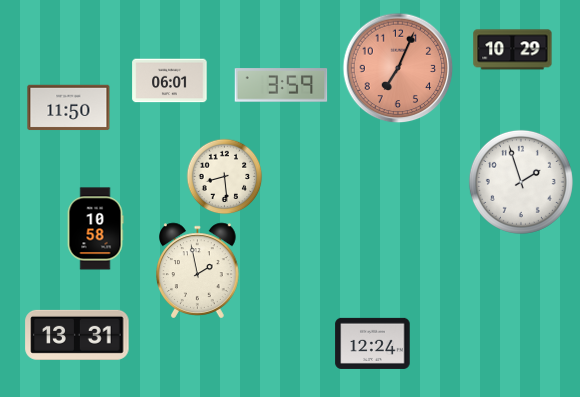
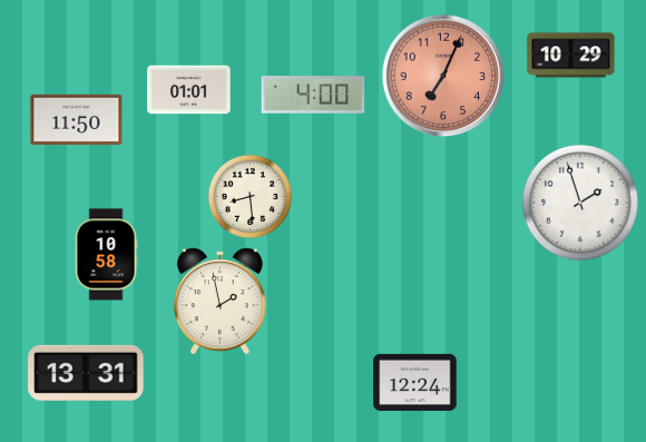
clock at (170, 81): 06:01 -> 01:01
clock at (281, 85): 3:59 -> 4:00
